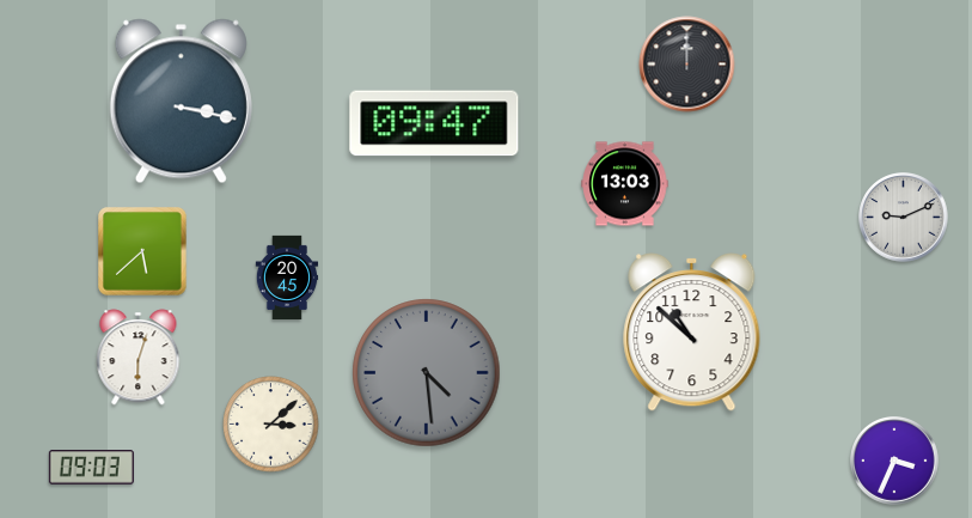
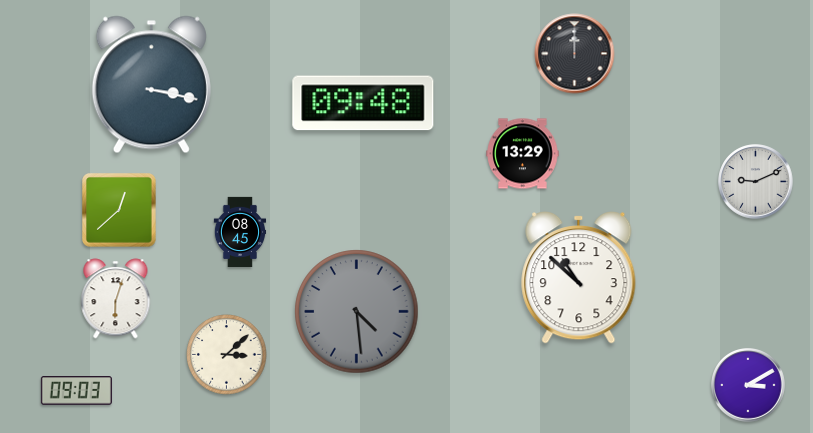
clock at (434, 123): 09:47 -> 09:48
clock at (625, 184): 13:03 -> 13:29
clock at (142, 251): 5:38 -> 12:38
clock at (287, 276): 20:45 -> 08:45
clock at (895, 462): 3:34 -> 3:10
